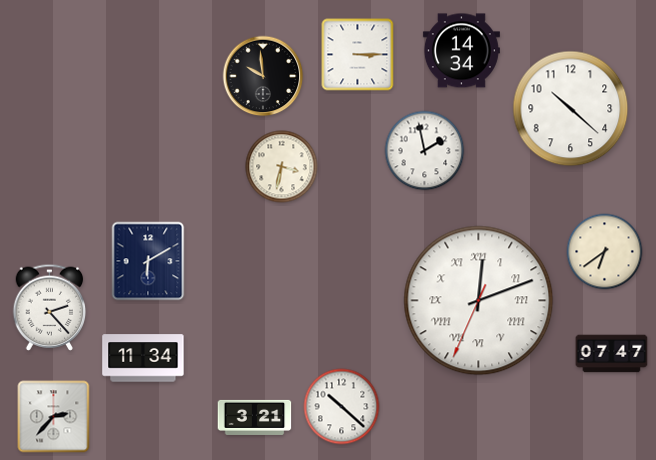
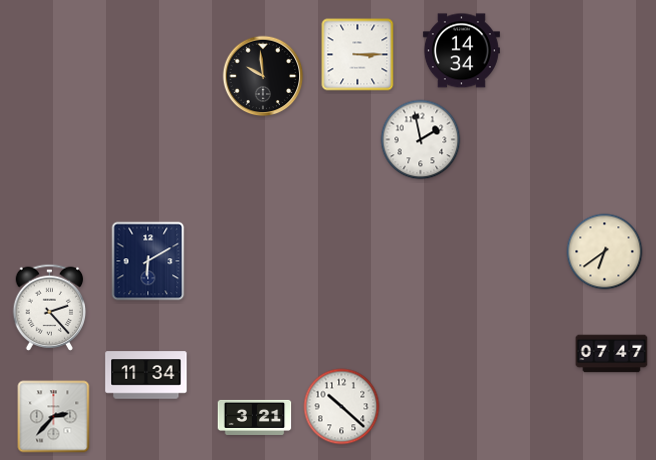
clock at (571, 109): 10:22 -> none
clock at (425, 151) position: (425, 151) -> (421, 140)
clock at (282, 167): 3:32 -> none
clock at (479, 301): 12:11 -> none
clock at (143, 358) position: (143, 358) -> (146, 375)
